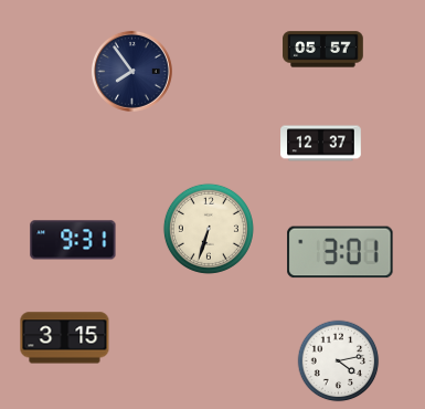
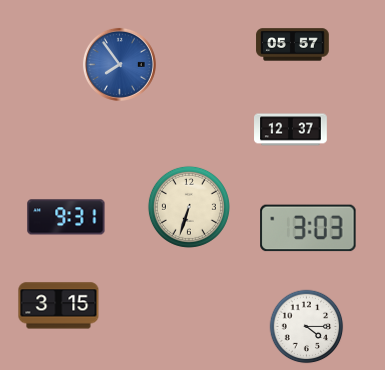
clock at (131, 71) dial: navy -> blue
clock at (340, 252): 3:01 -> 3:03
clock at (339, 361): 4:13 -> 4:15
